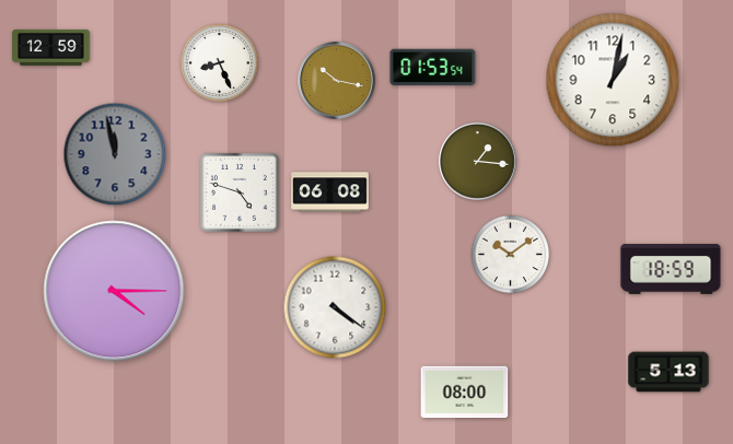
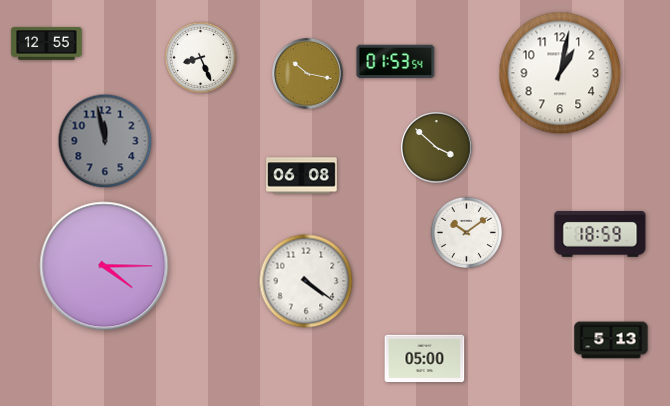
clock at (51, 47): 12:59 -> 12:55
clock at (478, 162): 1:16 -> 3:52
clock at (240, 192): 4:48 -> none
clock at (671, 270) position: (671, 270) -> (600, 235)
clock at (465, 393): 08:00 -> 05:00
